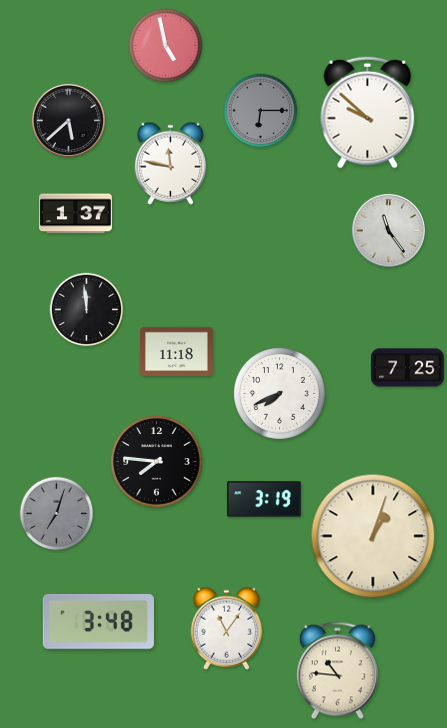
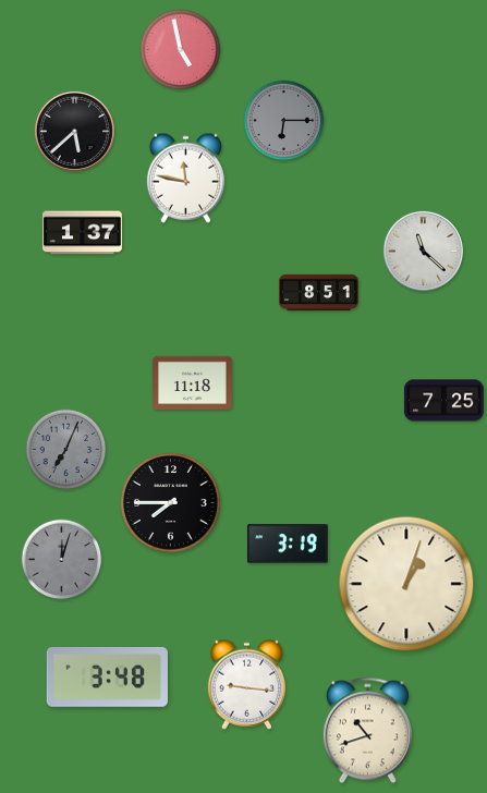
clock at (368, 113): 9:52 -> none
clock at (388, 230): 11:24 -> 11:22
clock at (319, 293): none -> 8:51
clock at (87, 310): 11:59 -> none
clock at (280, 394): 7:41 -> none
clock at (66, 450): none -> 7:04
clock at (157, 462): 7:46 -> 7:45
clock at (57, 514): 7:03 -> 12:03
clock at (227, 628): 11:06 -> 9:16
clock at (337, 671): 10:46 -> 10:42
